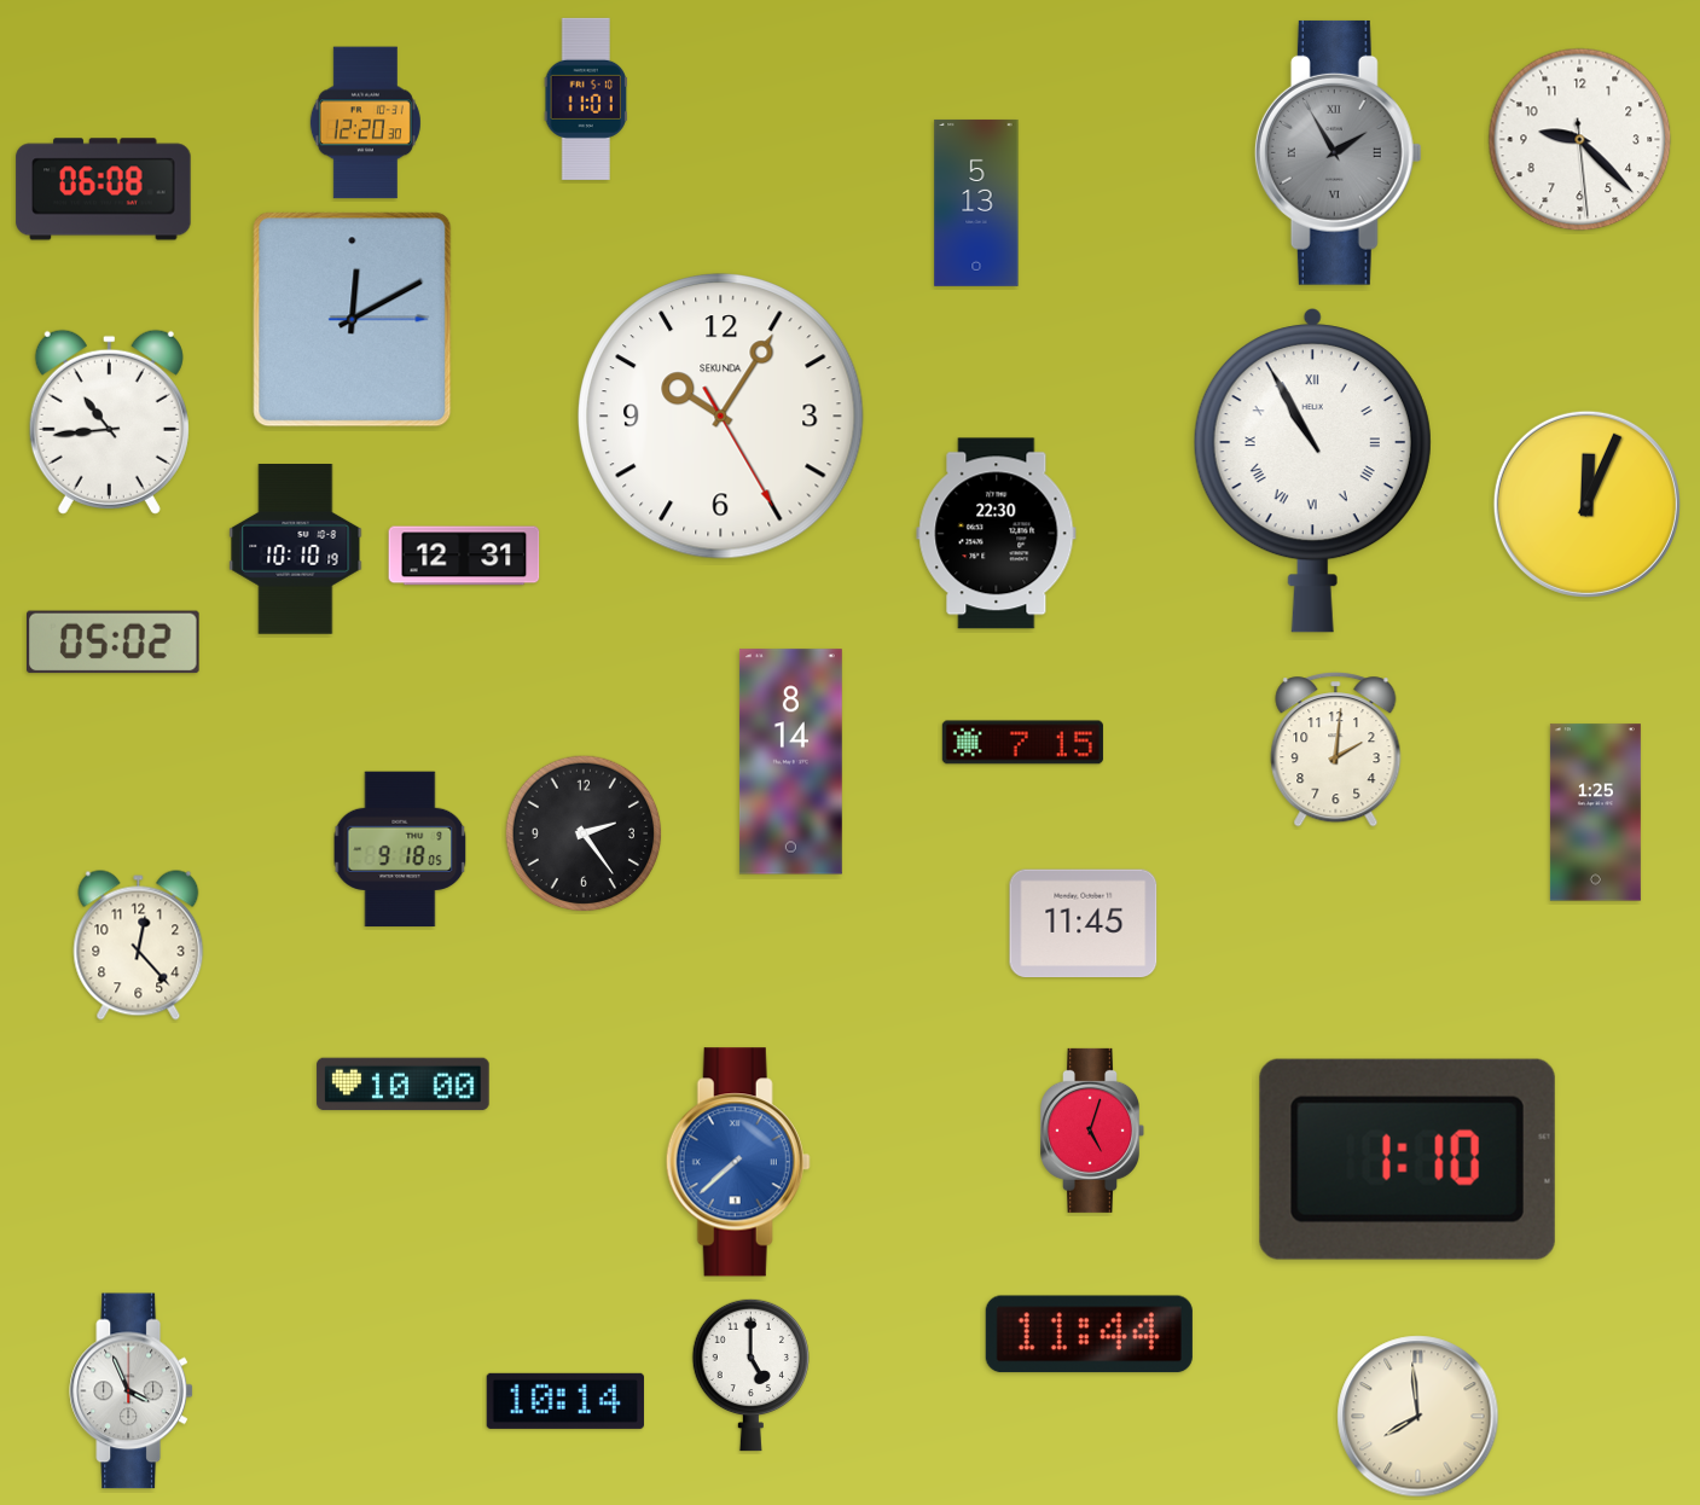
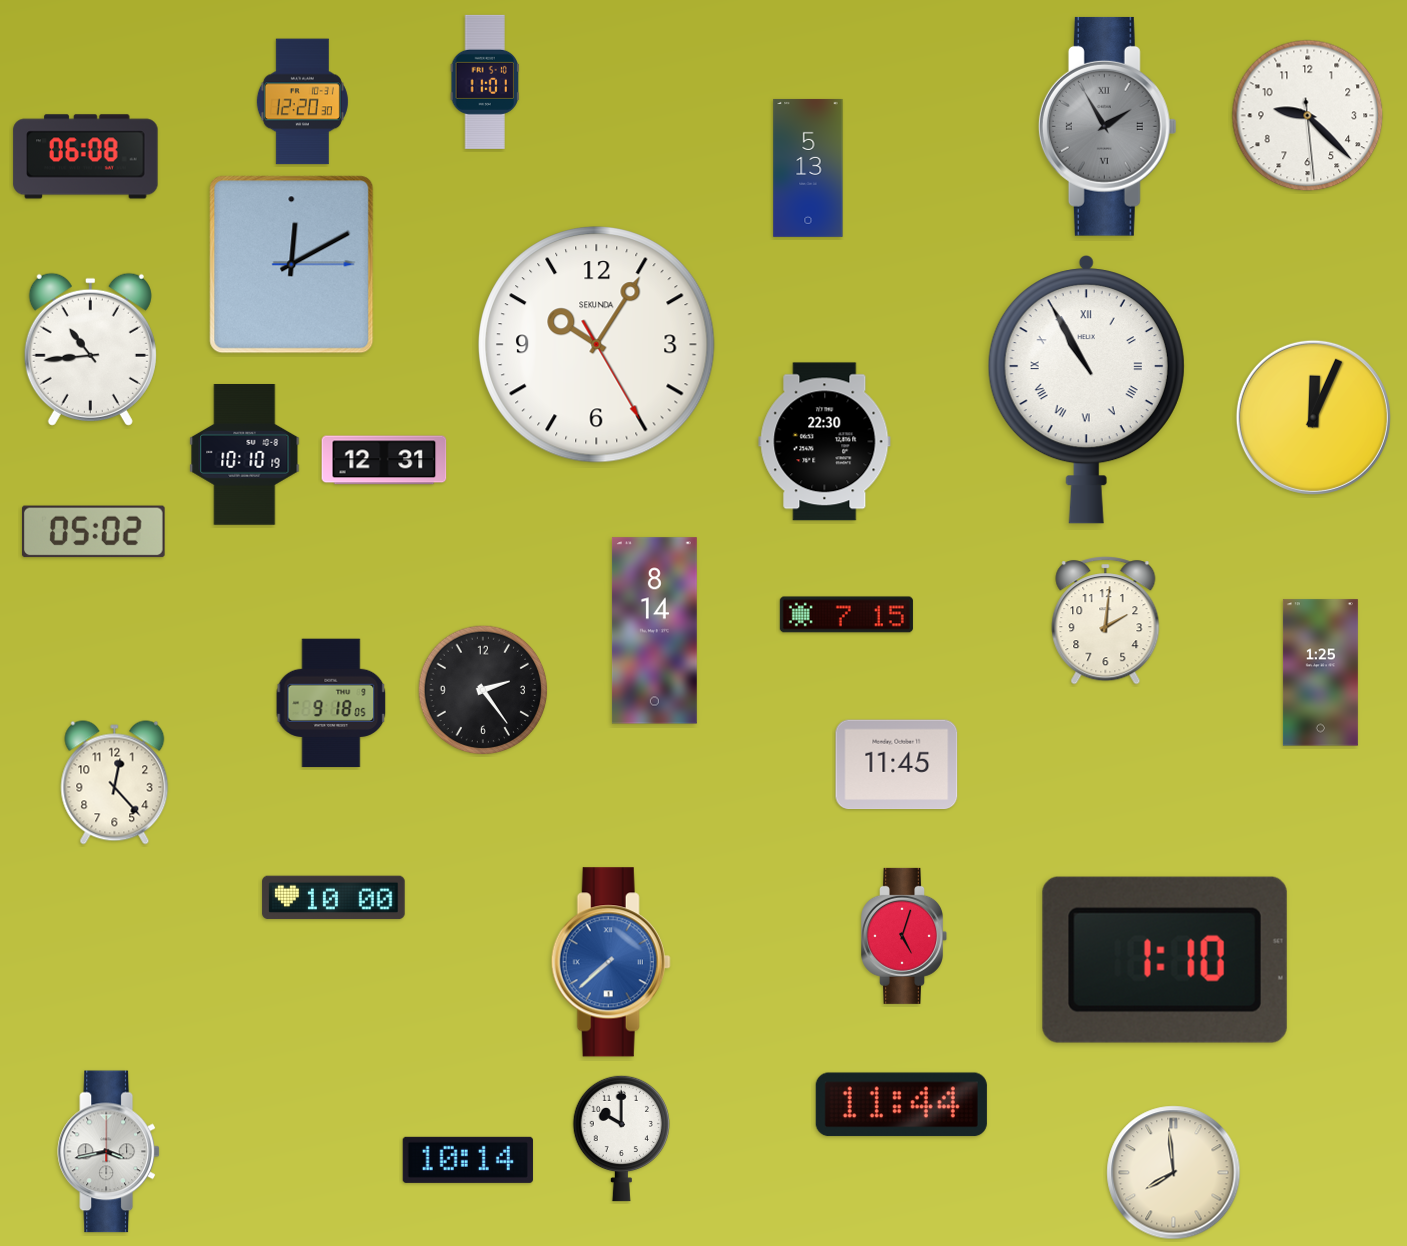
clock at (750, 1375): 5:00 -> 10:00
clock at (130, 1391): 3:56 -> 3:43
